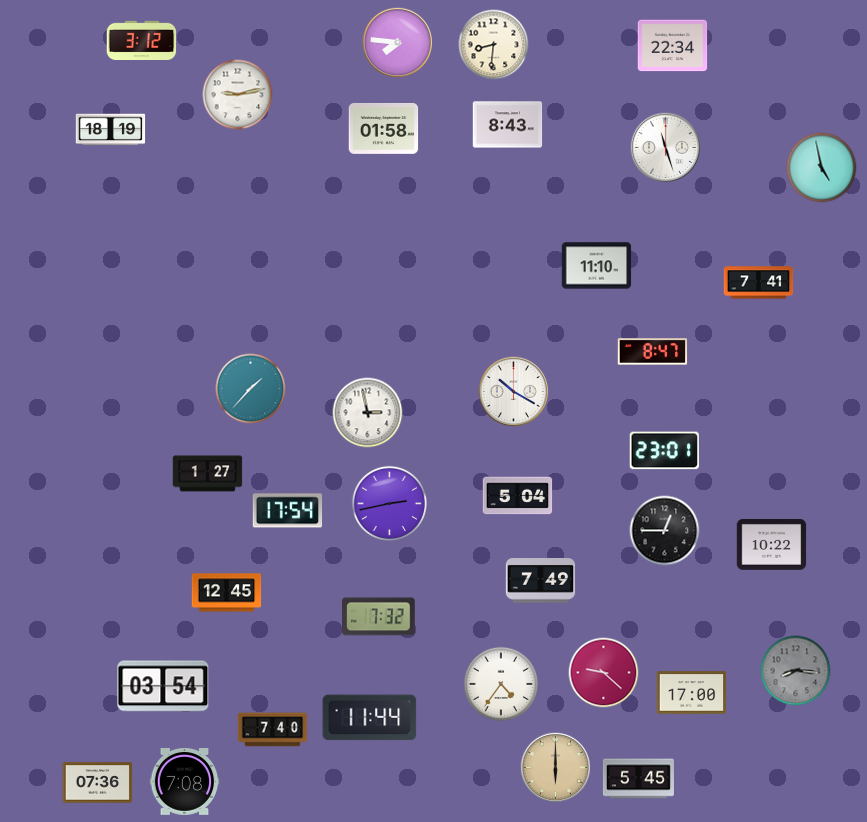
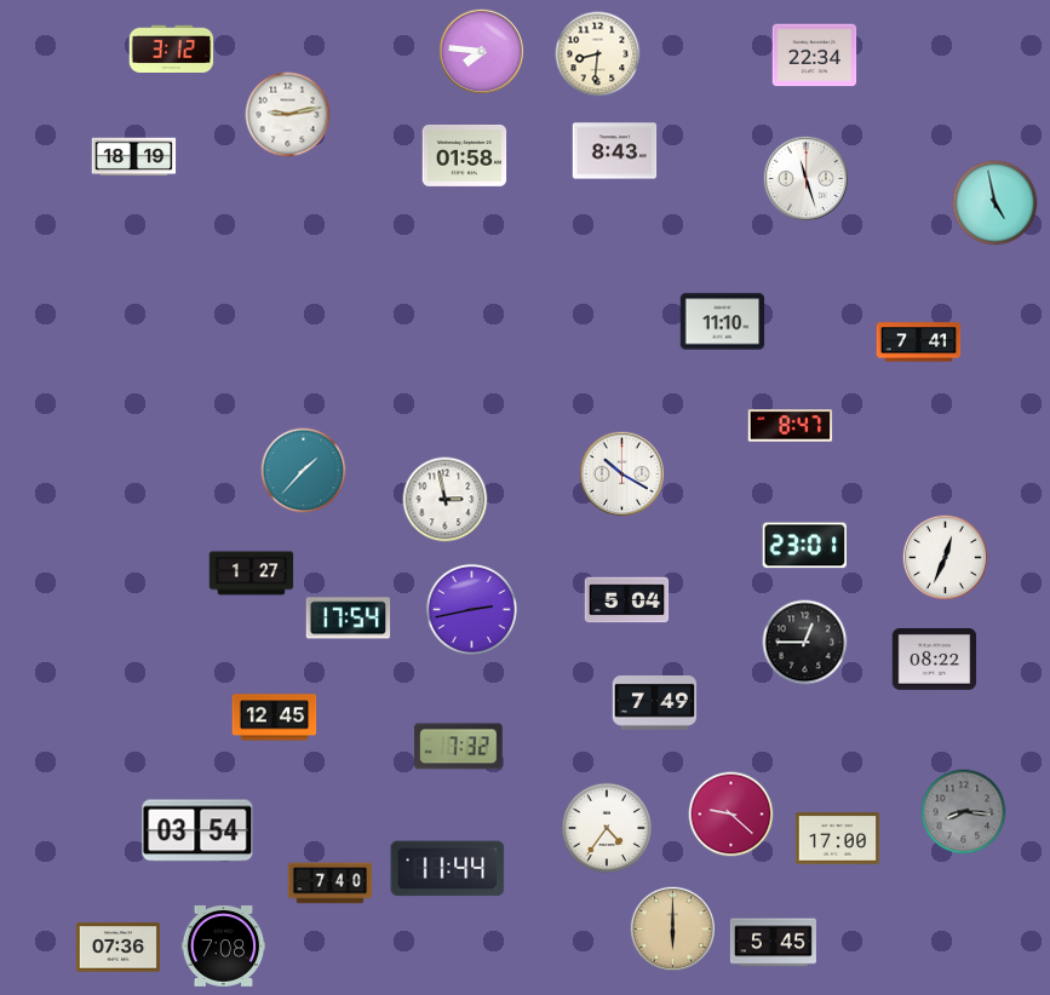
clock at (945, 557): none -> 12:34
clock at (772, 545): 10:22 -> 08:22
